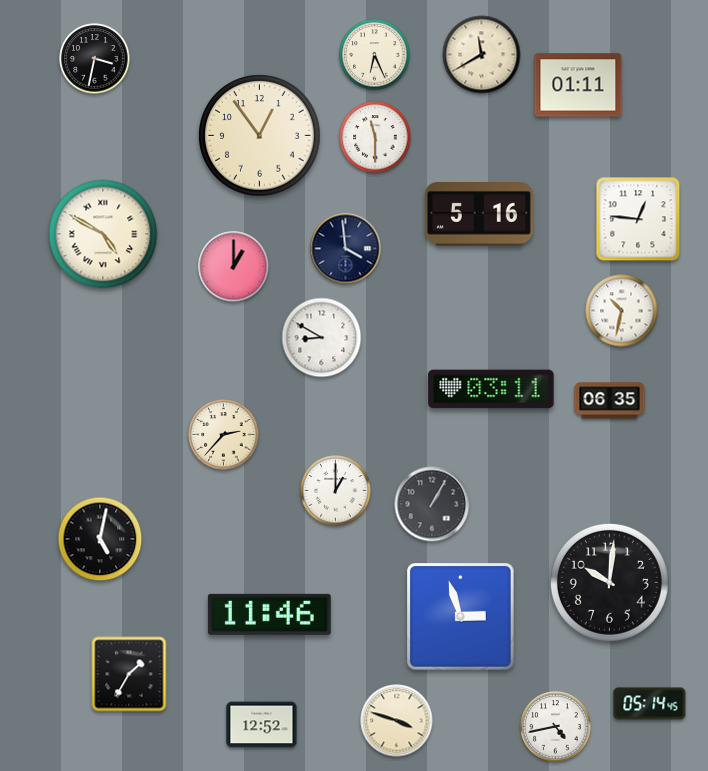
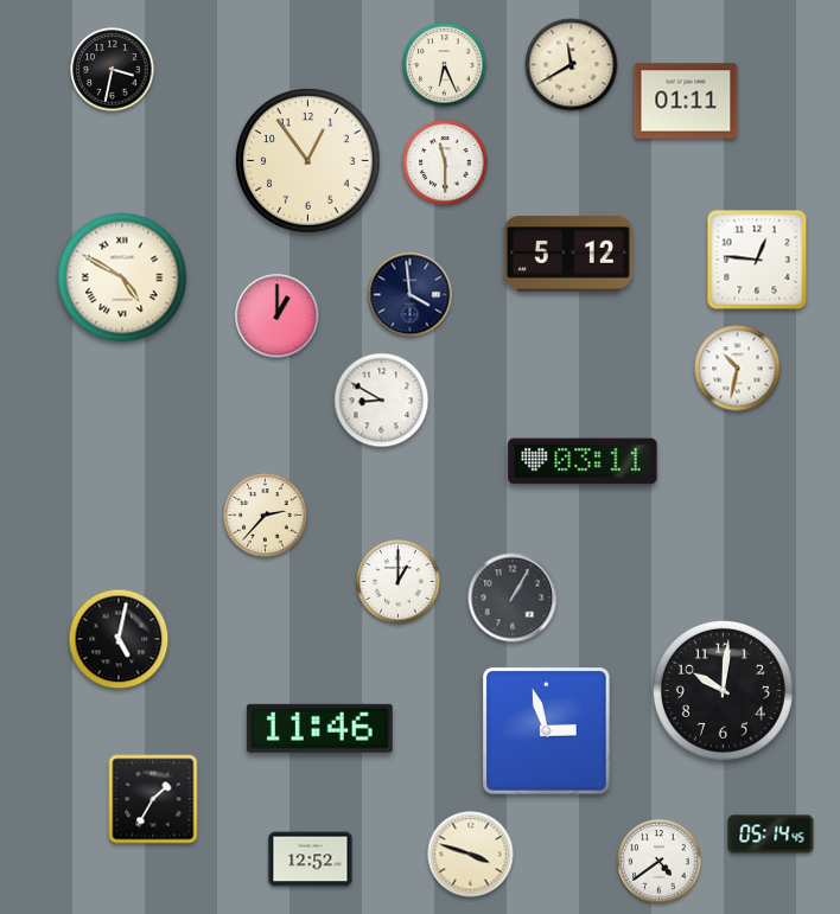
clock at (479, 215): 5:16 -> 5:12
clock at (610, 401): 06:35 -> none
clock at (556, 727): 4:43 -> 4:39
